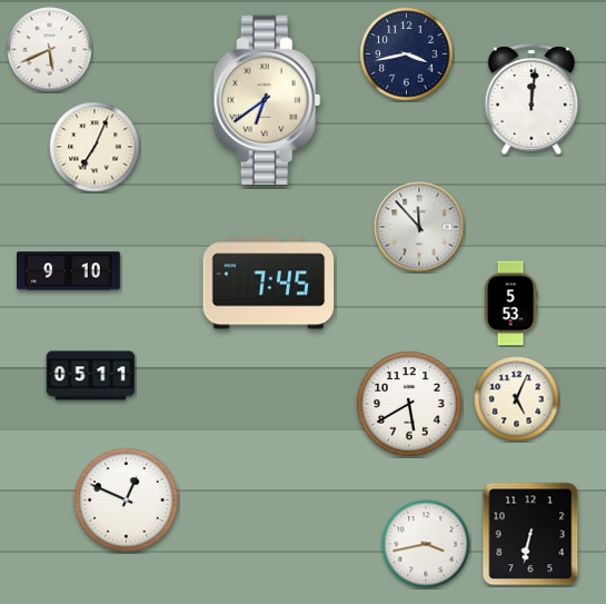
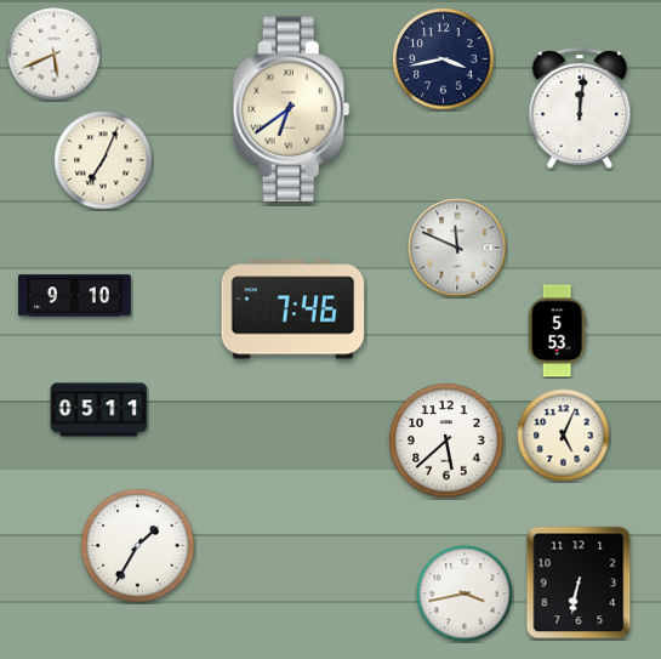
clock at (419, 227): 11:53 -> 11:49
clock at (269, 284): 7:45 -> 7:46
clock at (409, 404): 5:40 -> 5:38
clock at (127, 501): 12:49 -> 1:35
